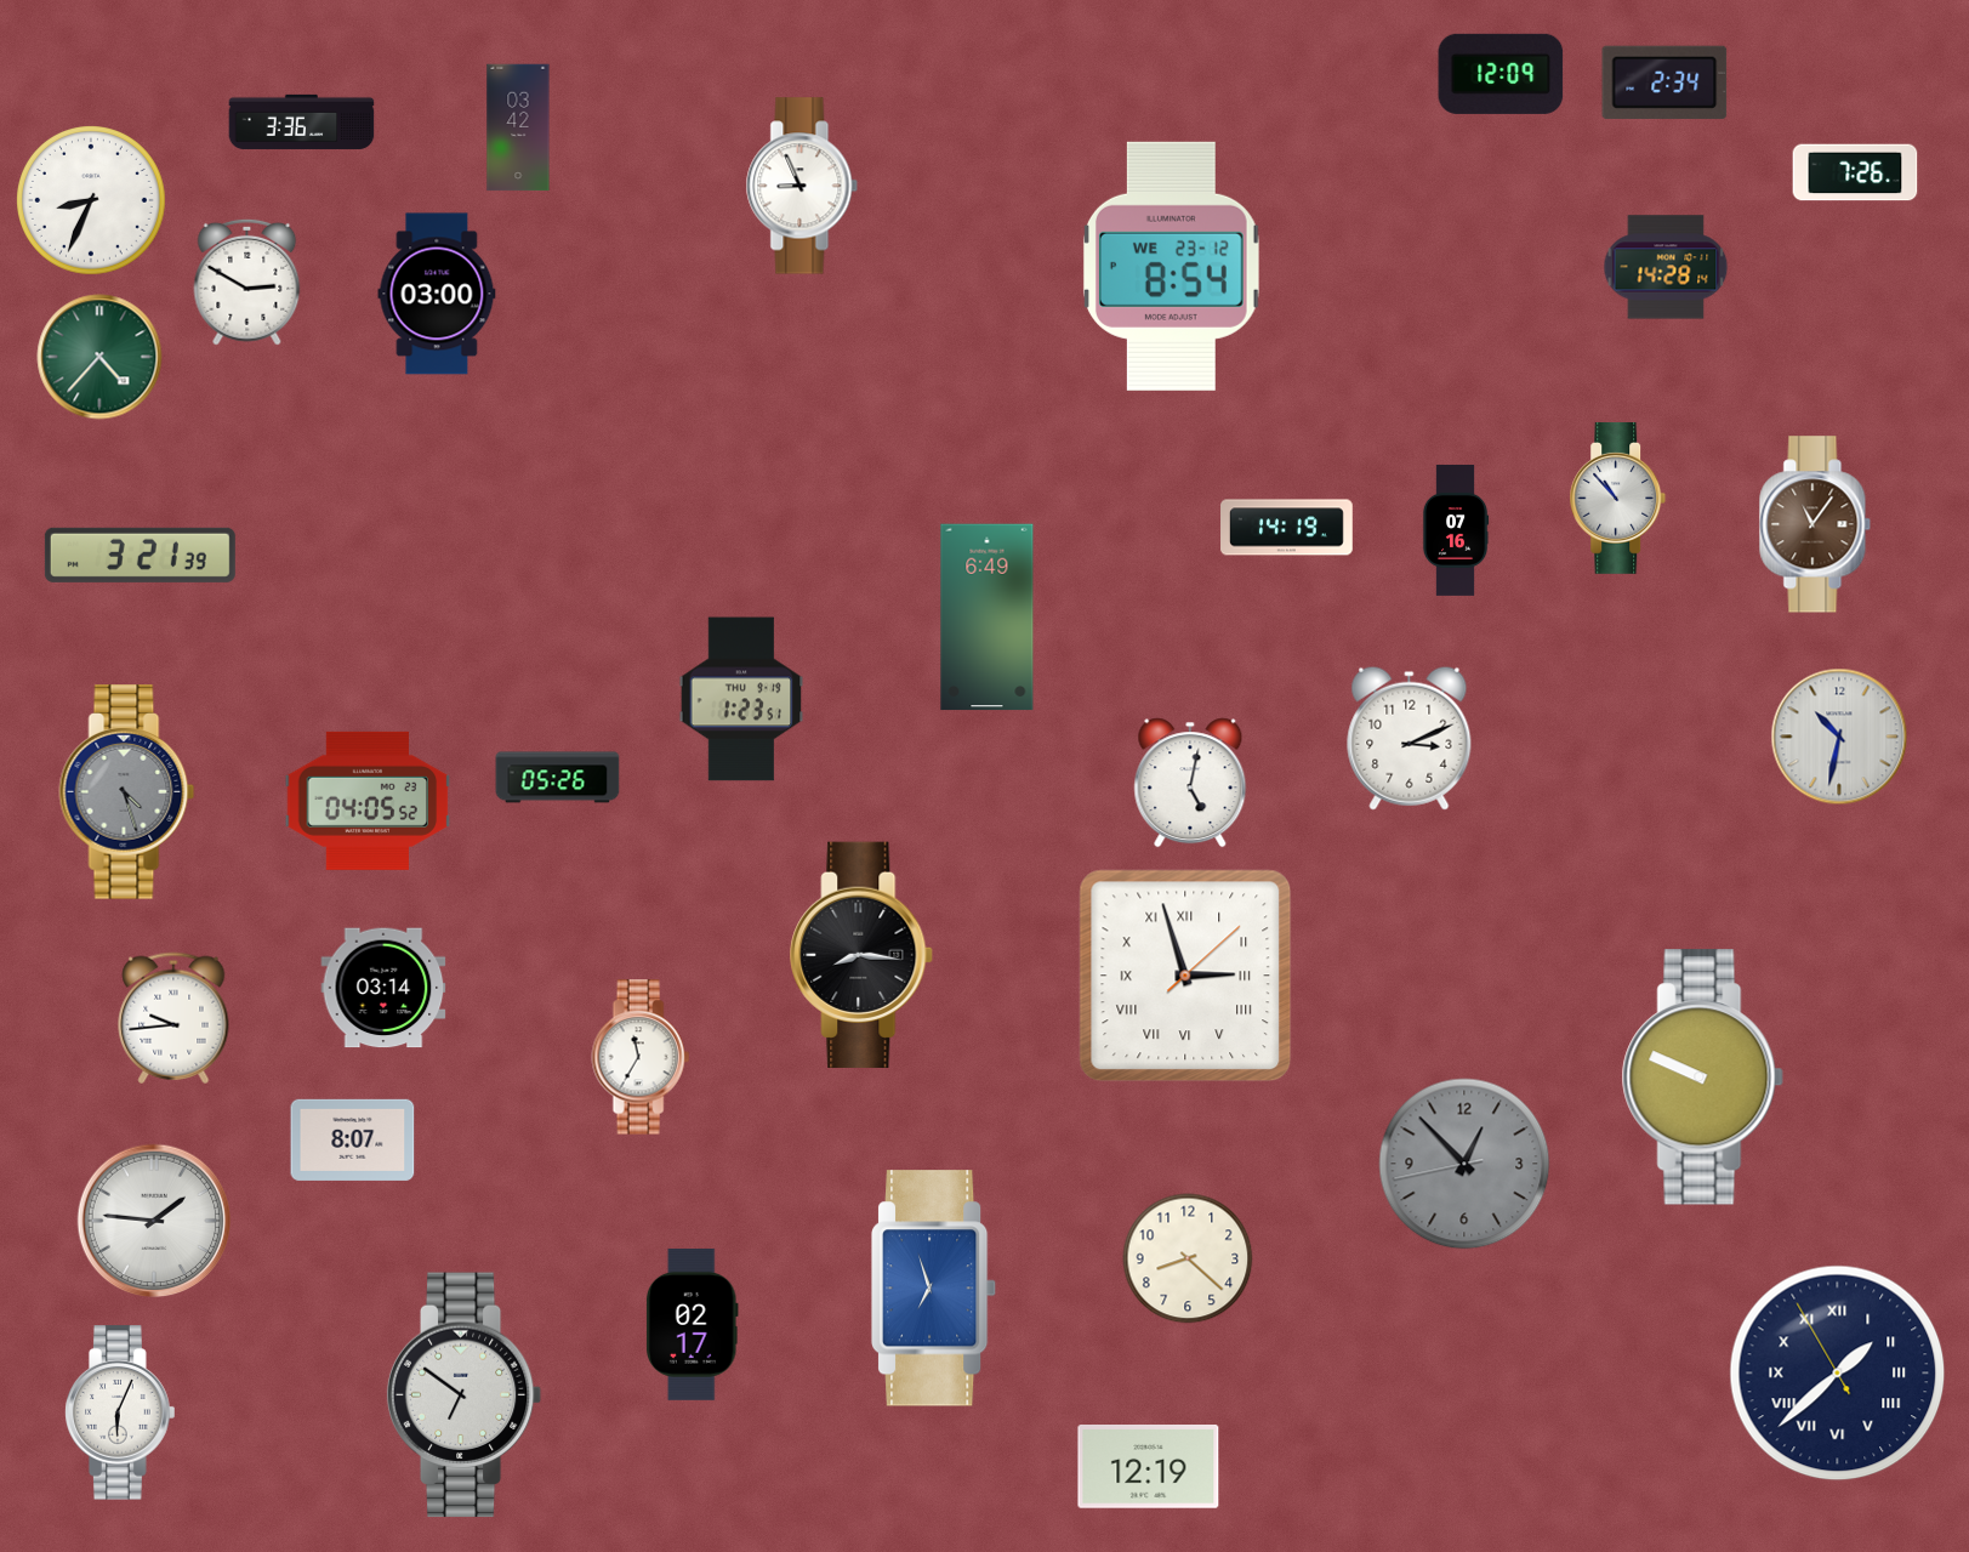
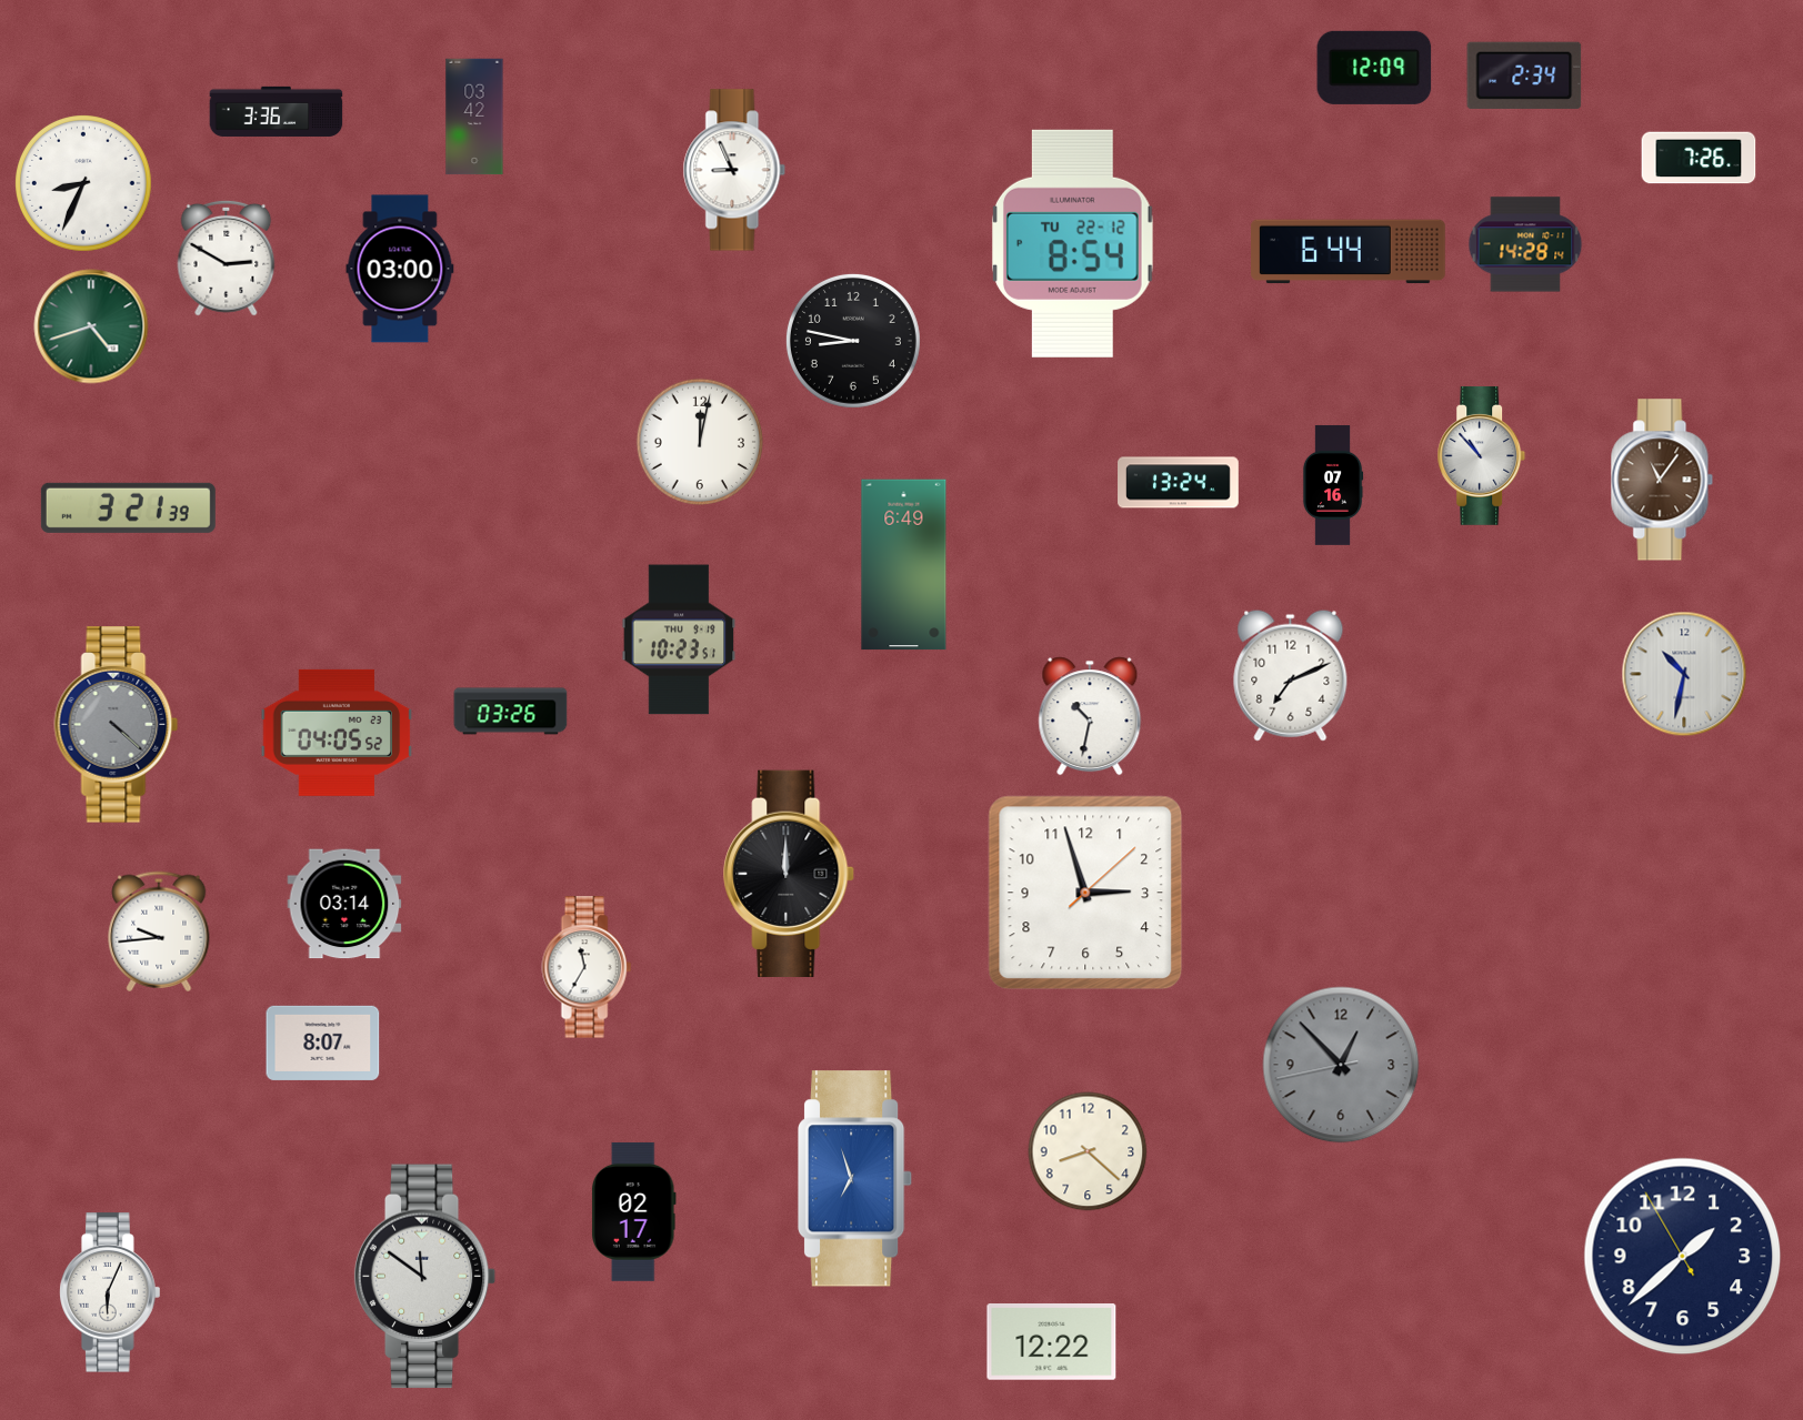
clock at (1171, 266) date: WE 23-12 -> TU 22-12
clock at (1349, 252): none -> 6:44
clock at (99, 357): 4:37 -> 4:42
clock at (853, 341): none -> 8:47
clock at (700, 442): none -> 12:02
clock at (1287, 528): 14:19 -> 13:24
clock at (741, 699): 1:23 -> 10:23
clock at (1410, 738): 3:11 -> 7:11
clock at (558, 778): 05:26 -> 03:26
clock at (1190, 783): 5:02 -> 10:32
clock at (127, 792): 4:27 -> 4:22
clock at (863, 954): 8:16 -> 12:00
clock at (1185, 976) numerals: Roman -> Arabic
clock at (383, 988) position: (383, 988) -> (344, 904)
clock at (1702, 1078): 9:49 -> none
clock at (154, 1221): 1:46 -> none
clock at (1838, 1374) numerals: Roman -> Arabic
clock at (465, 1395): 6:51 -> 11:51
clock at (1149, 1467): 12:19 -> 12:22
